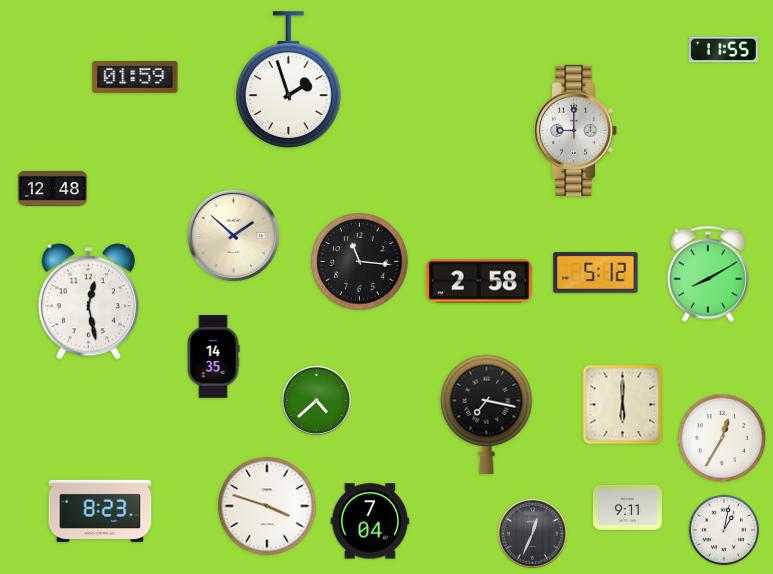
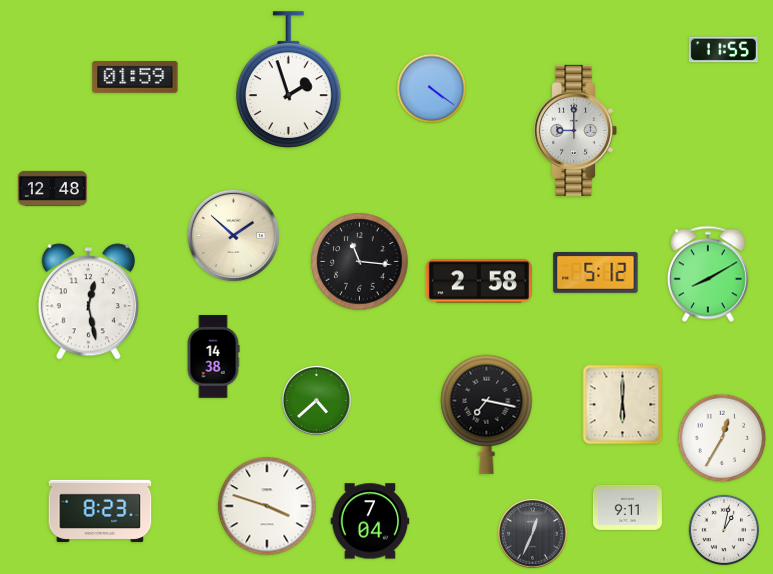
clock at (432, 89): none -> 4:21
clock at (213, 357): 14:35 -> 14:38
